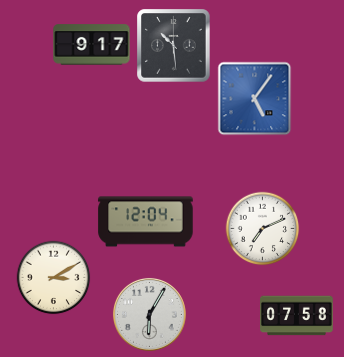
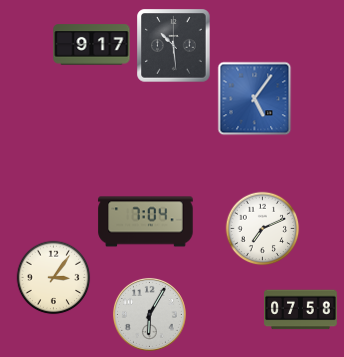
clock at (146, 222): 12:04 -> 7:04
clock at (54, 278): 3:10 -> 3:06
clock at (297, 316) position: (297, 316) -> (301, 310)
